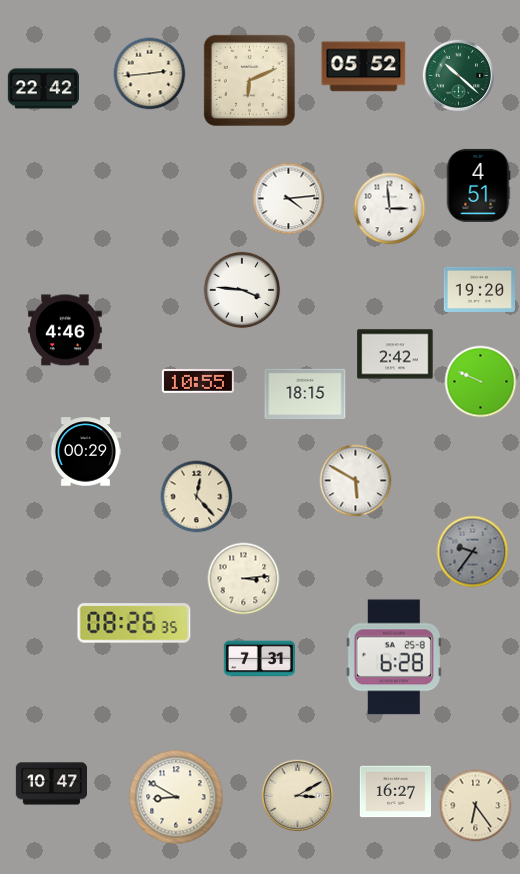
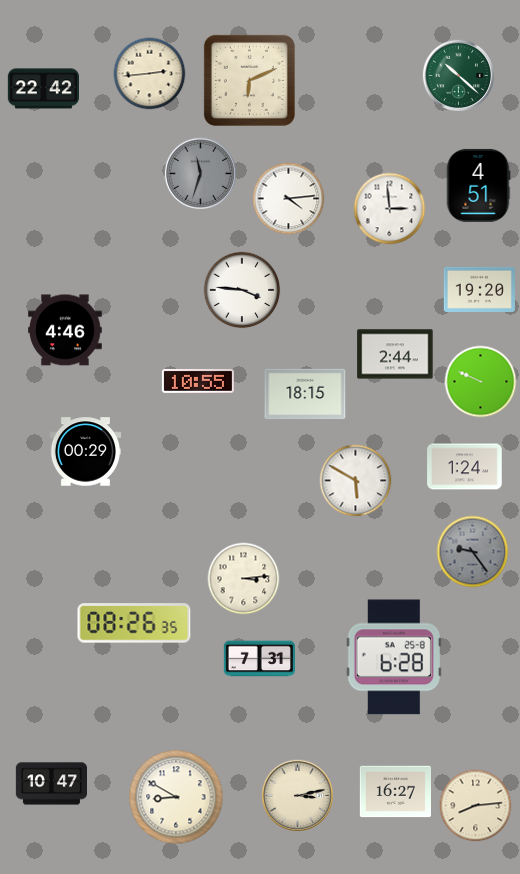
clock at (364, 67): 05:52 -> none
clock at (200, 173): none -> 11:33
clock at (395, 354): 2:42 -> 2:44
clock at (465, 467): none -> 1:24
clock at (197, 497): 12:23 -> none
clock at (473, 552): 9:36 -> 9:24
clock at (297, 795): 3:10 -> 3:13
clock at (476, 806): 6:24 -> 8:14
